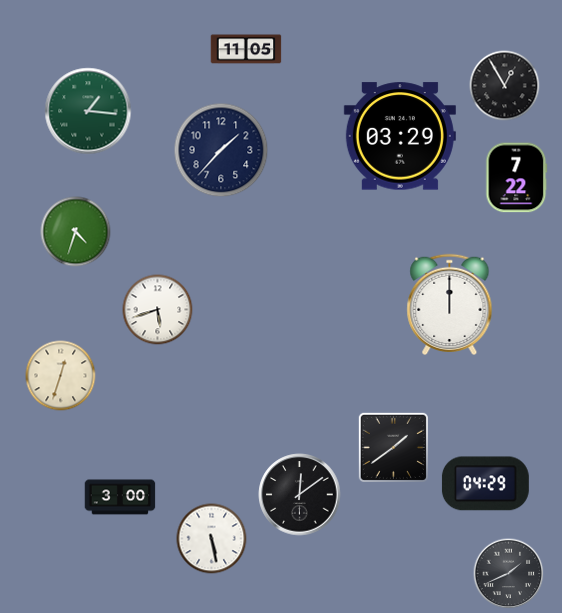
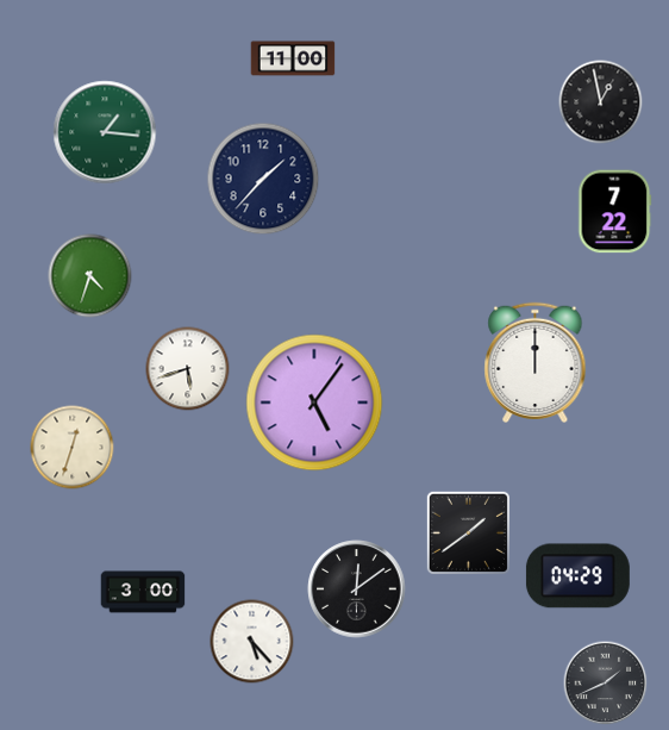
clock at (246, 49): 11:05 -> 11:00
clock at (505, 86): 12:55 -> 12:58
clock at (400, 136): 03:29 -> none
clock at (314, 403): none -> 5:06
clock at (212, 539): 5:28 -> 5:23
